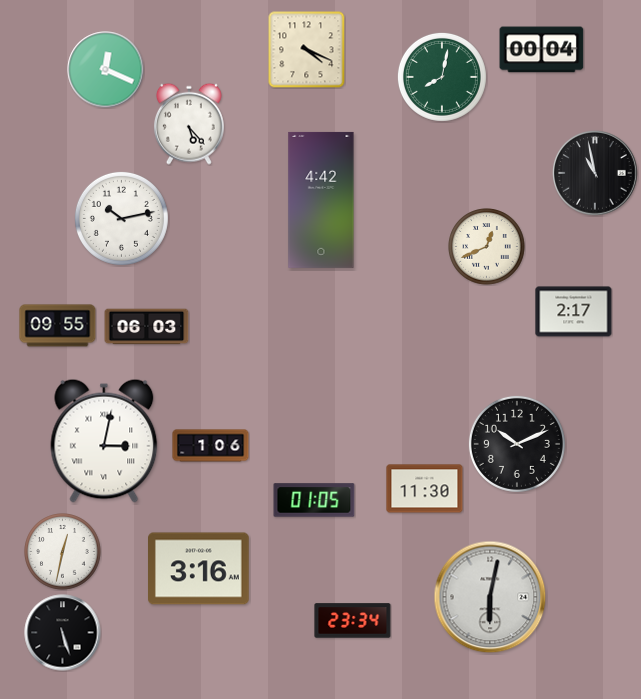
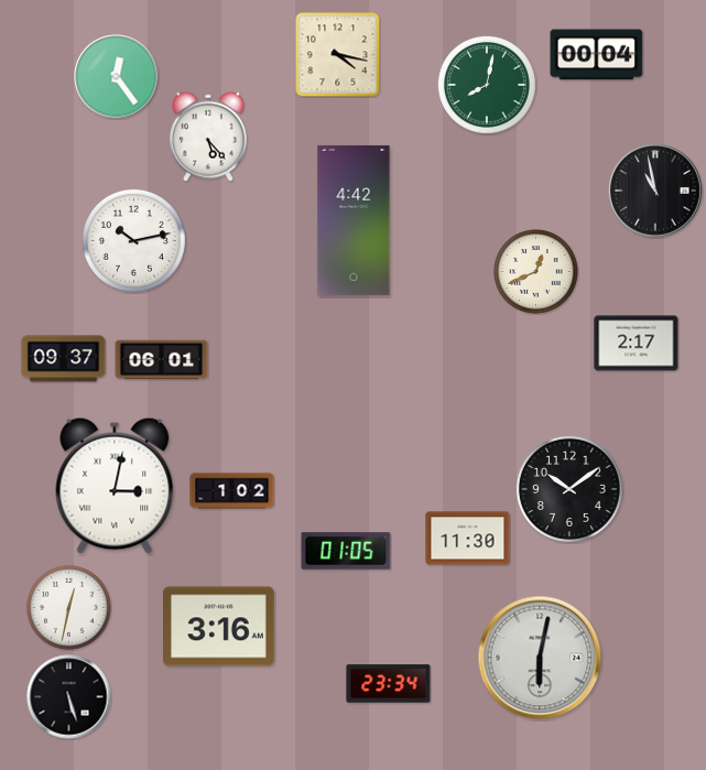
clock at (306, 49): 4:19 -> 4:17
clock at (106, 70): 12:19 -> 12:24
clock at (574, 312) position: (574, 312) -> (637, 344)
clock at (58, 326): 09:55 -> 09:37
clock at (147, 327): 06:03 -> 06:01
clock at (517, 444): 10:11 -> 10:09
clock at (211, 446): 1:06 -> 1:02
